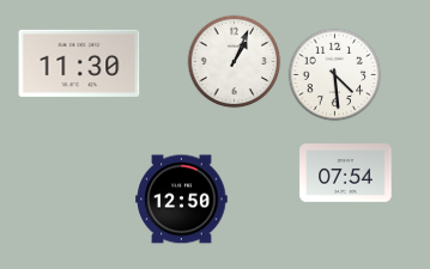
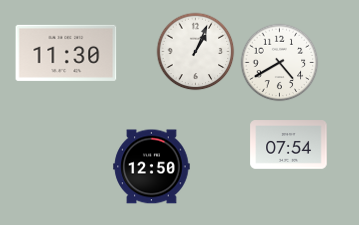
clock at (334, 74): 4:29 -> 4:40
